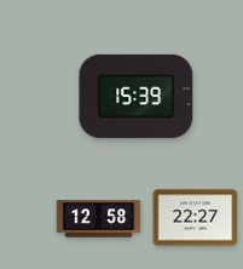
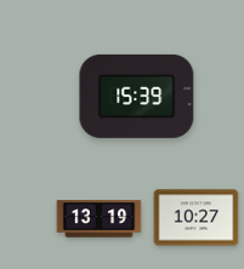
clock at (196, 218): 22:27 -> 10:27
clock at (99, 219): 12:58 -> 13:19
